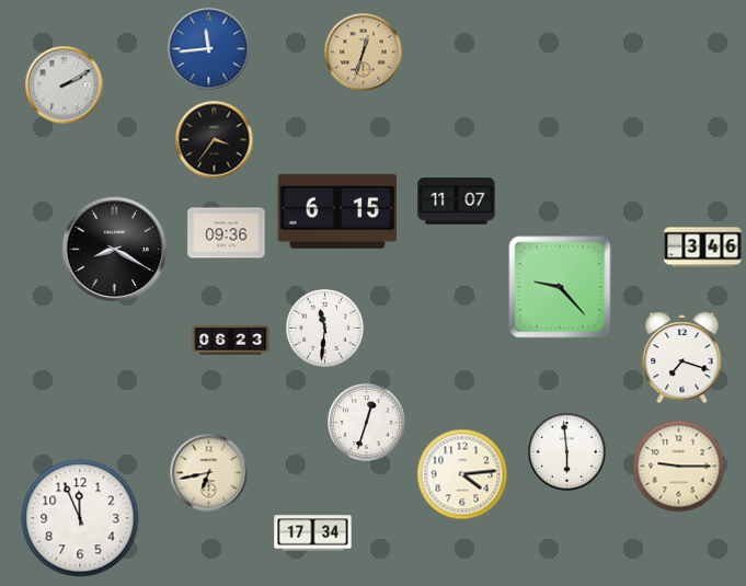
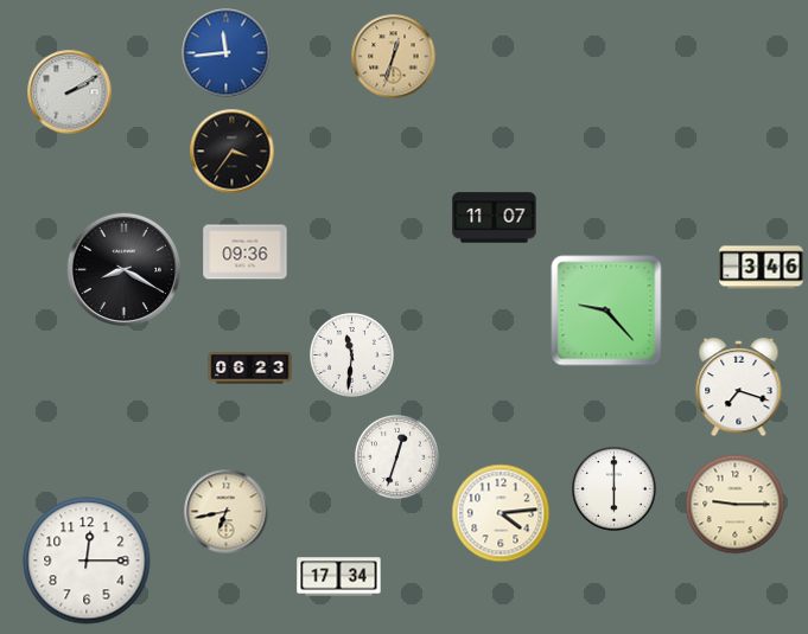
clock at (337, 211): 6:15 -> none
clock at (567, 452): 5:59 -> 6:00
clock at (80, 518): 11:56 -> 12:15
